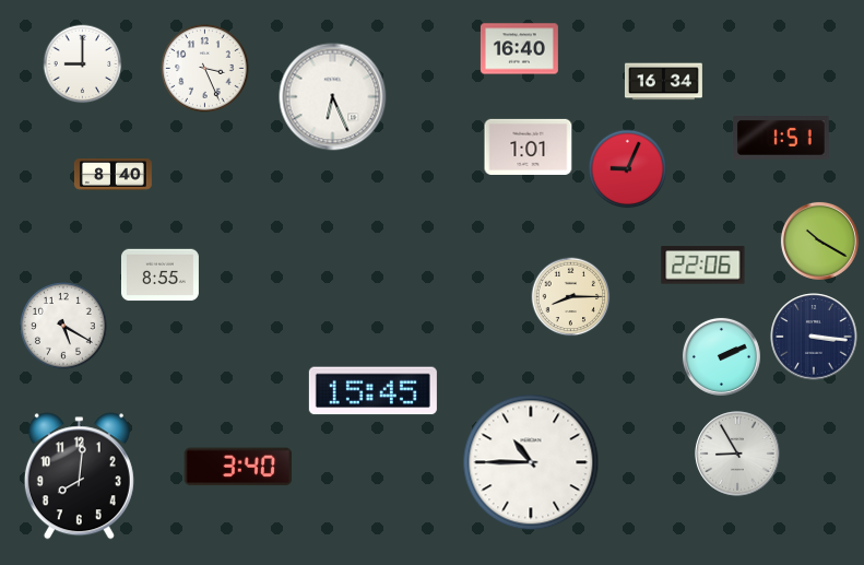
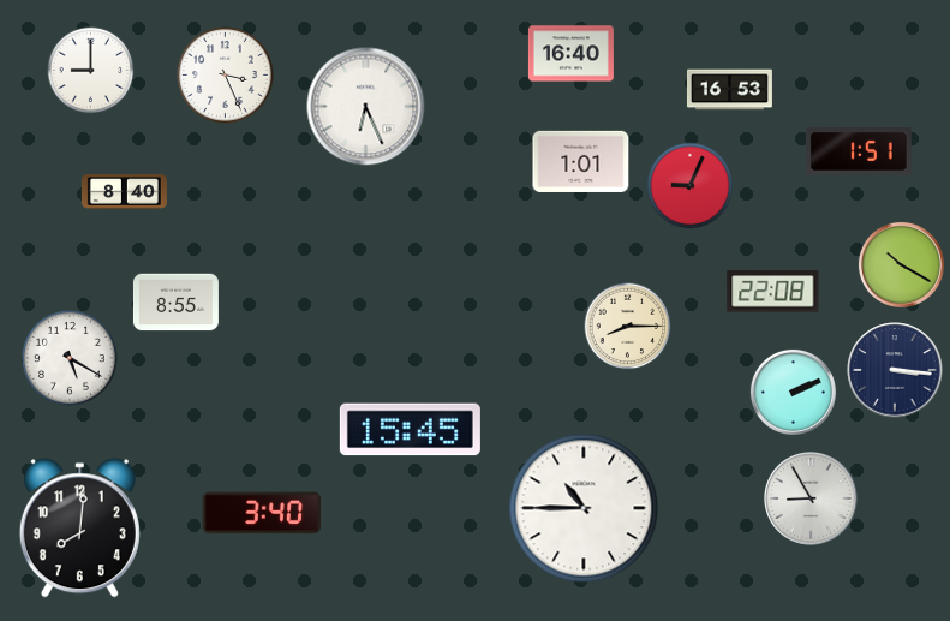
clock at (663, 82): 16:34 -> 16:53
clock at (703, 266): 22:06 -> 22:08
clock at (79, 476) position: (79, 476) -> (79, 529)
